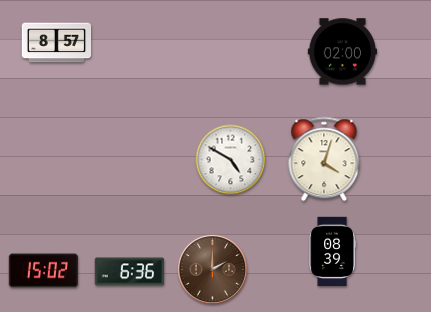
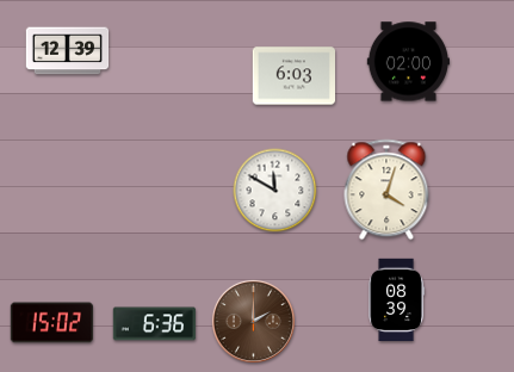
clock at (57, 43): 8:57 -> 12:39
clock at (295, 76): none -> 6:03
clock at (231, 160): 4:50 -> 11:50
